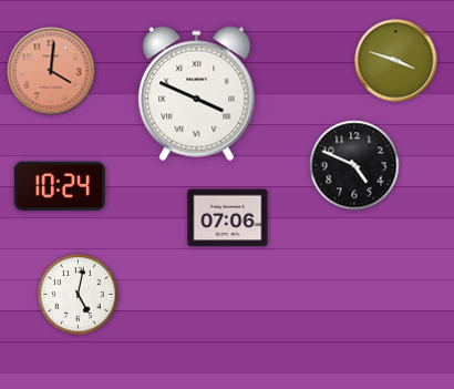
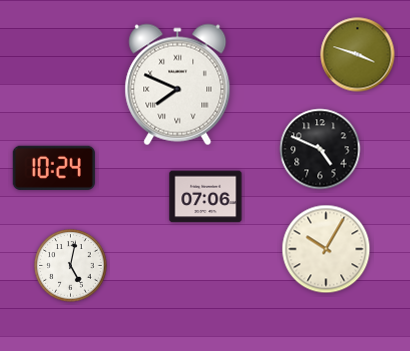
clock at (51, 71): 4:01 -> none
clock at (197, 94): 3:49 -> 7:49
clock at (326, 249): none -> 10:05
